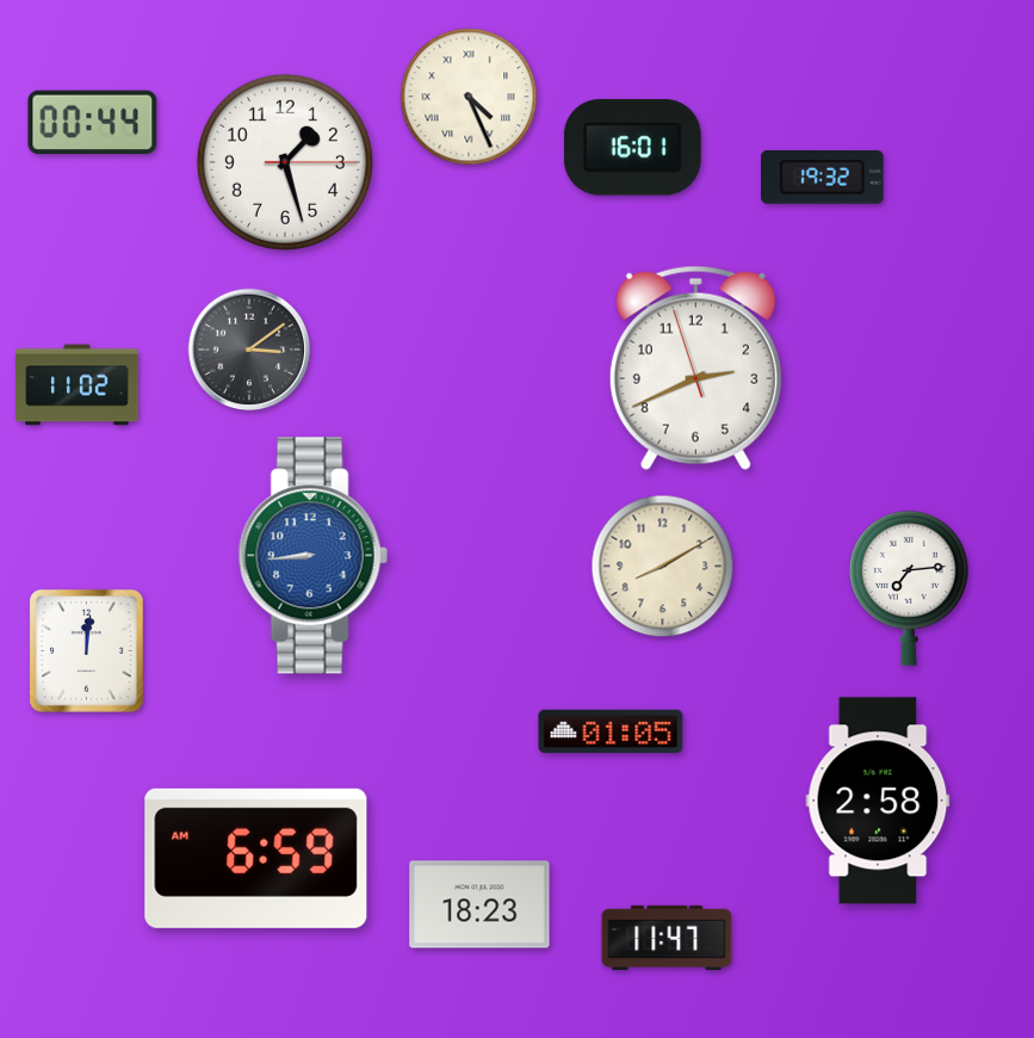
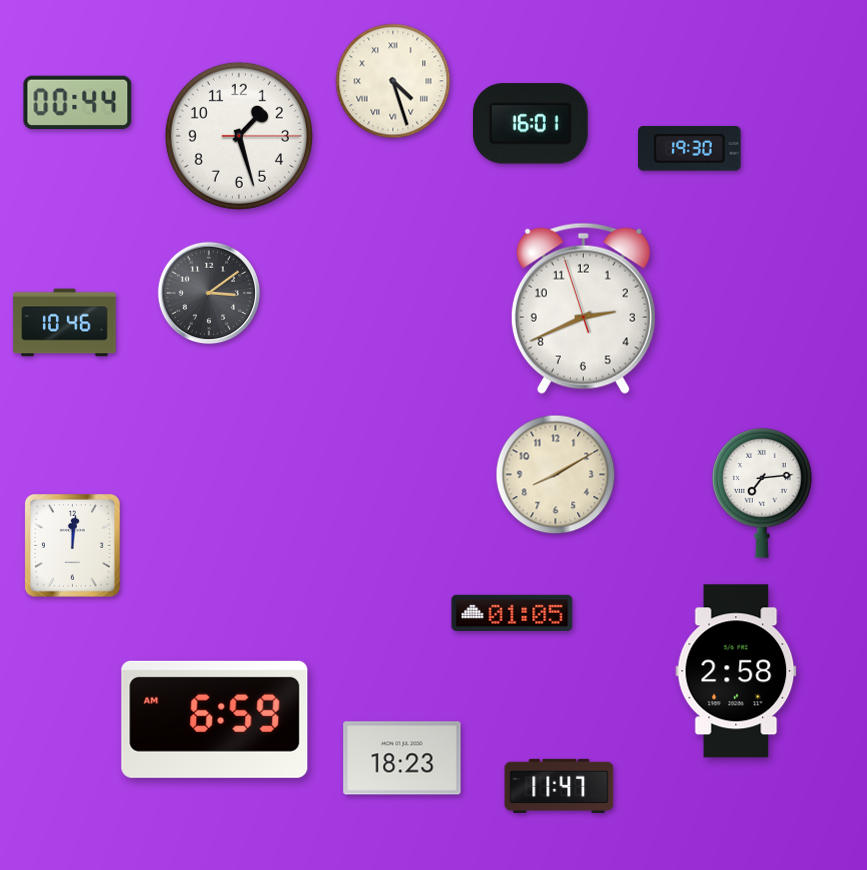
clock at (469, 97): 4:26 -> 4:27
clock at (823, 178): 19:32 -> 19:30
clock at (78, 385): 11:02 -> 10:46
clock at (312, 556): 8:44 -> none
